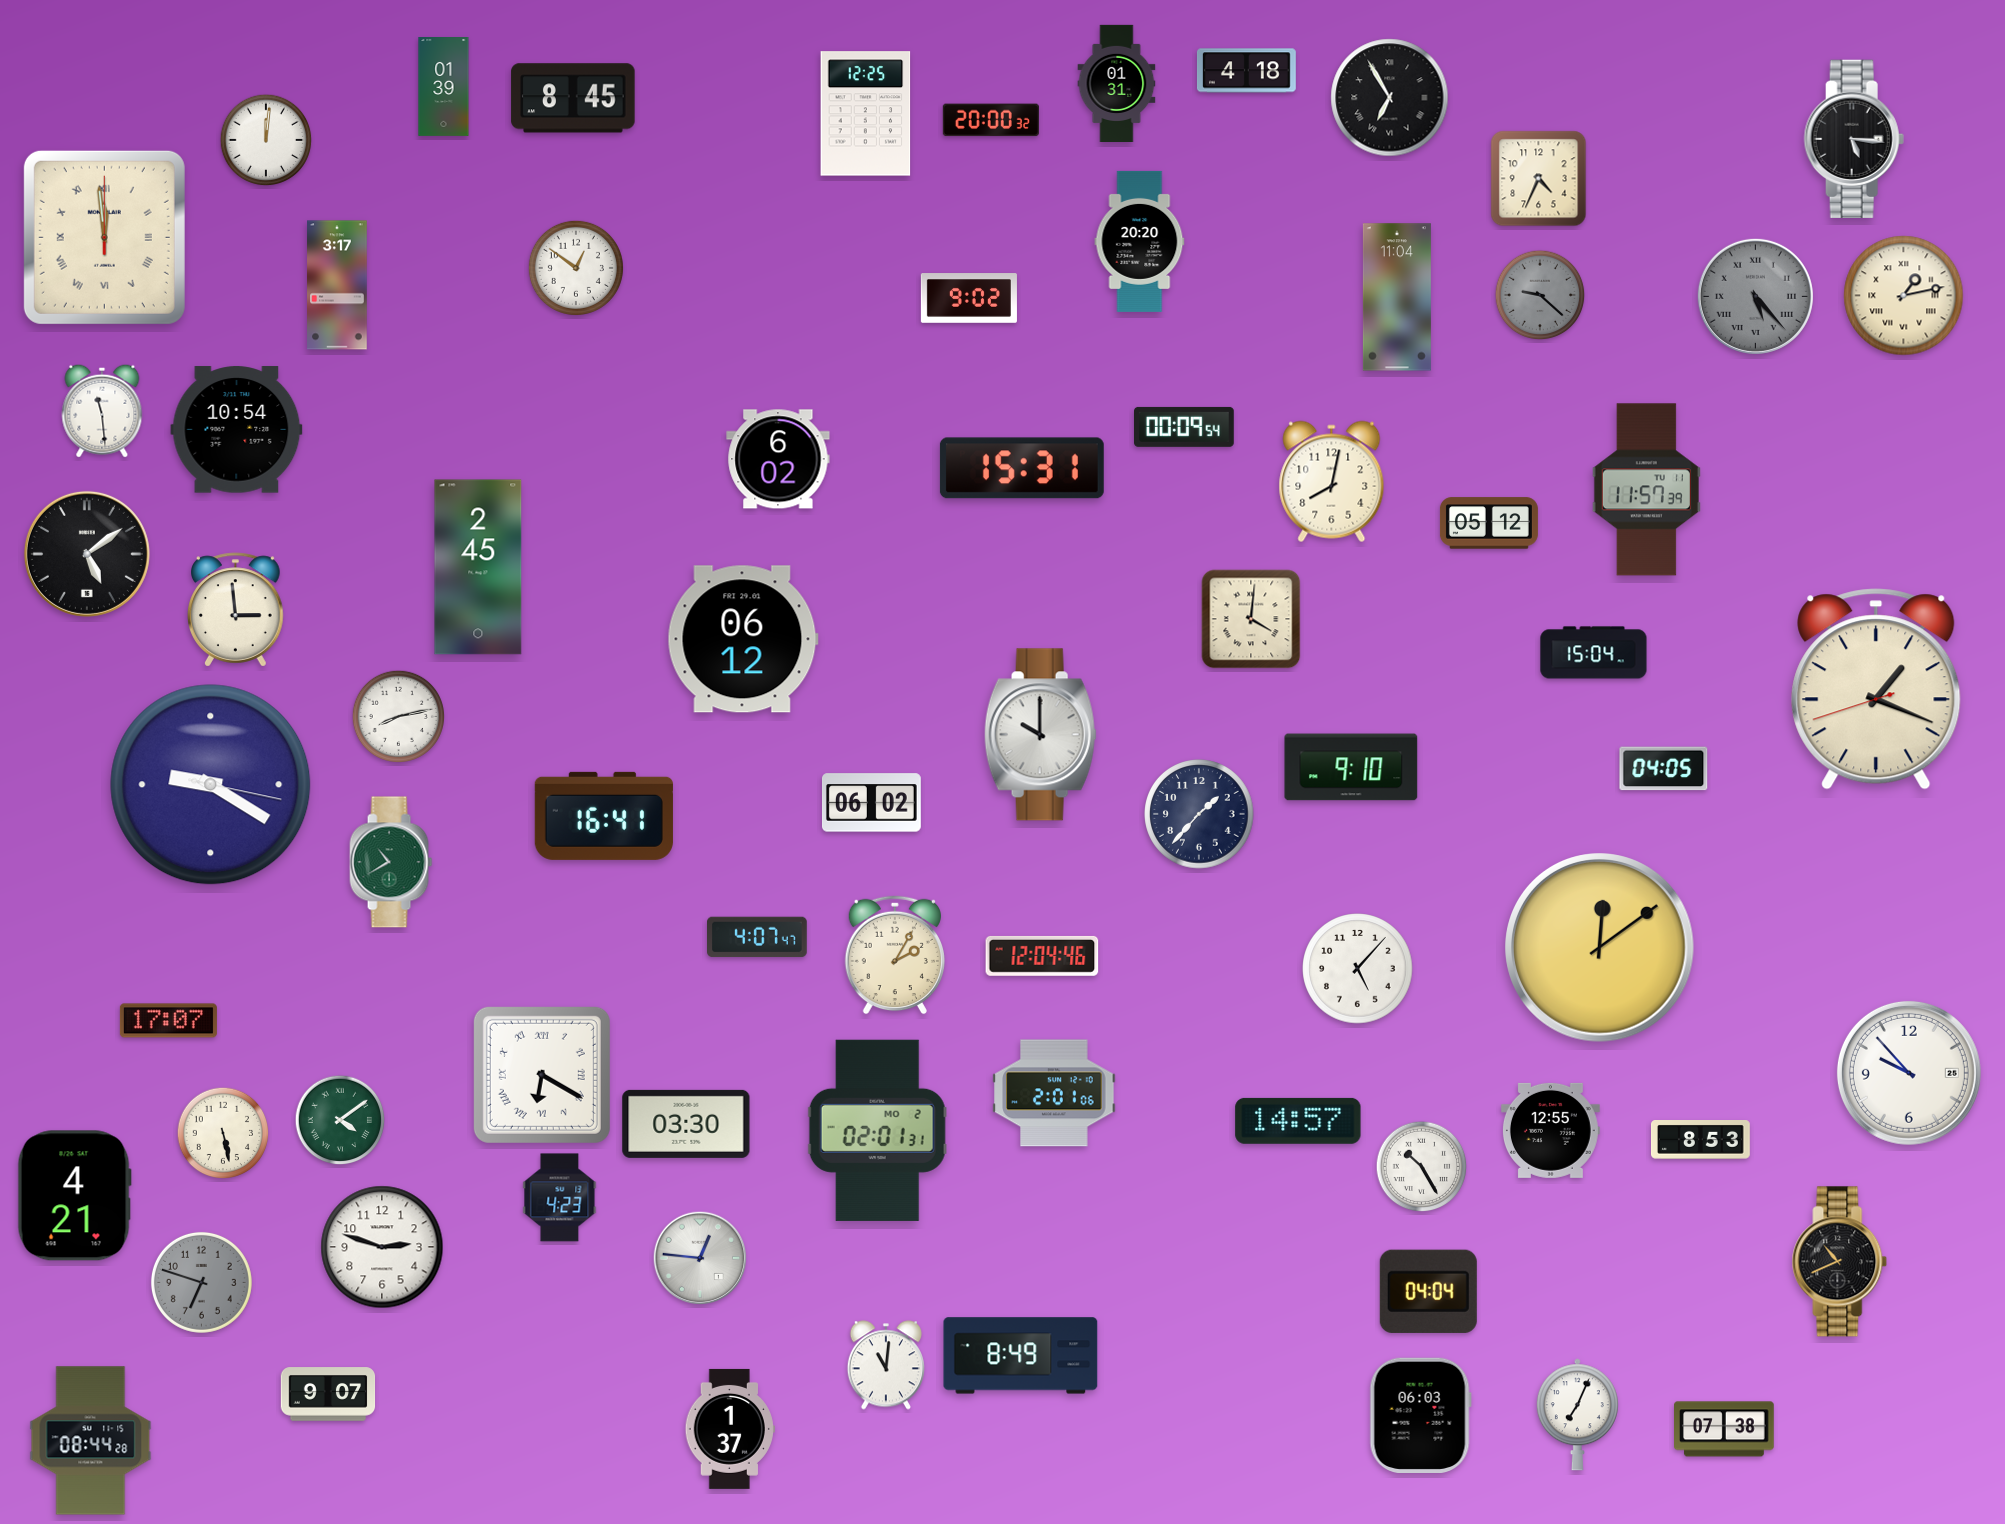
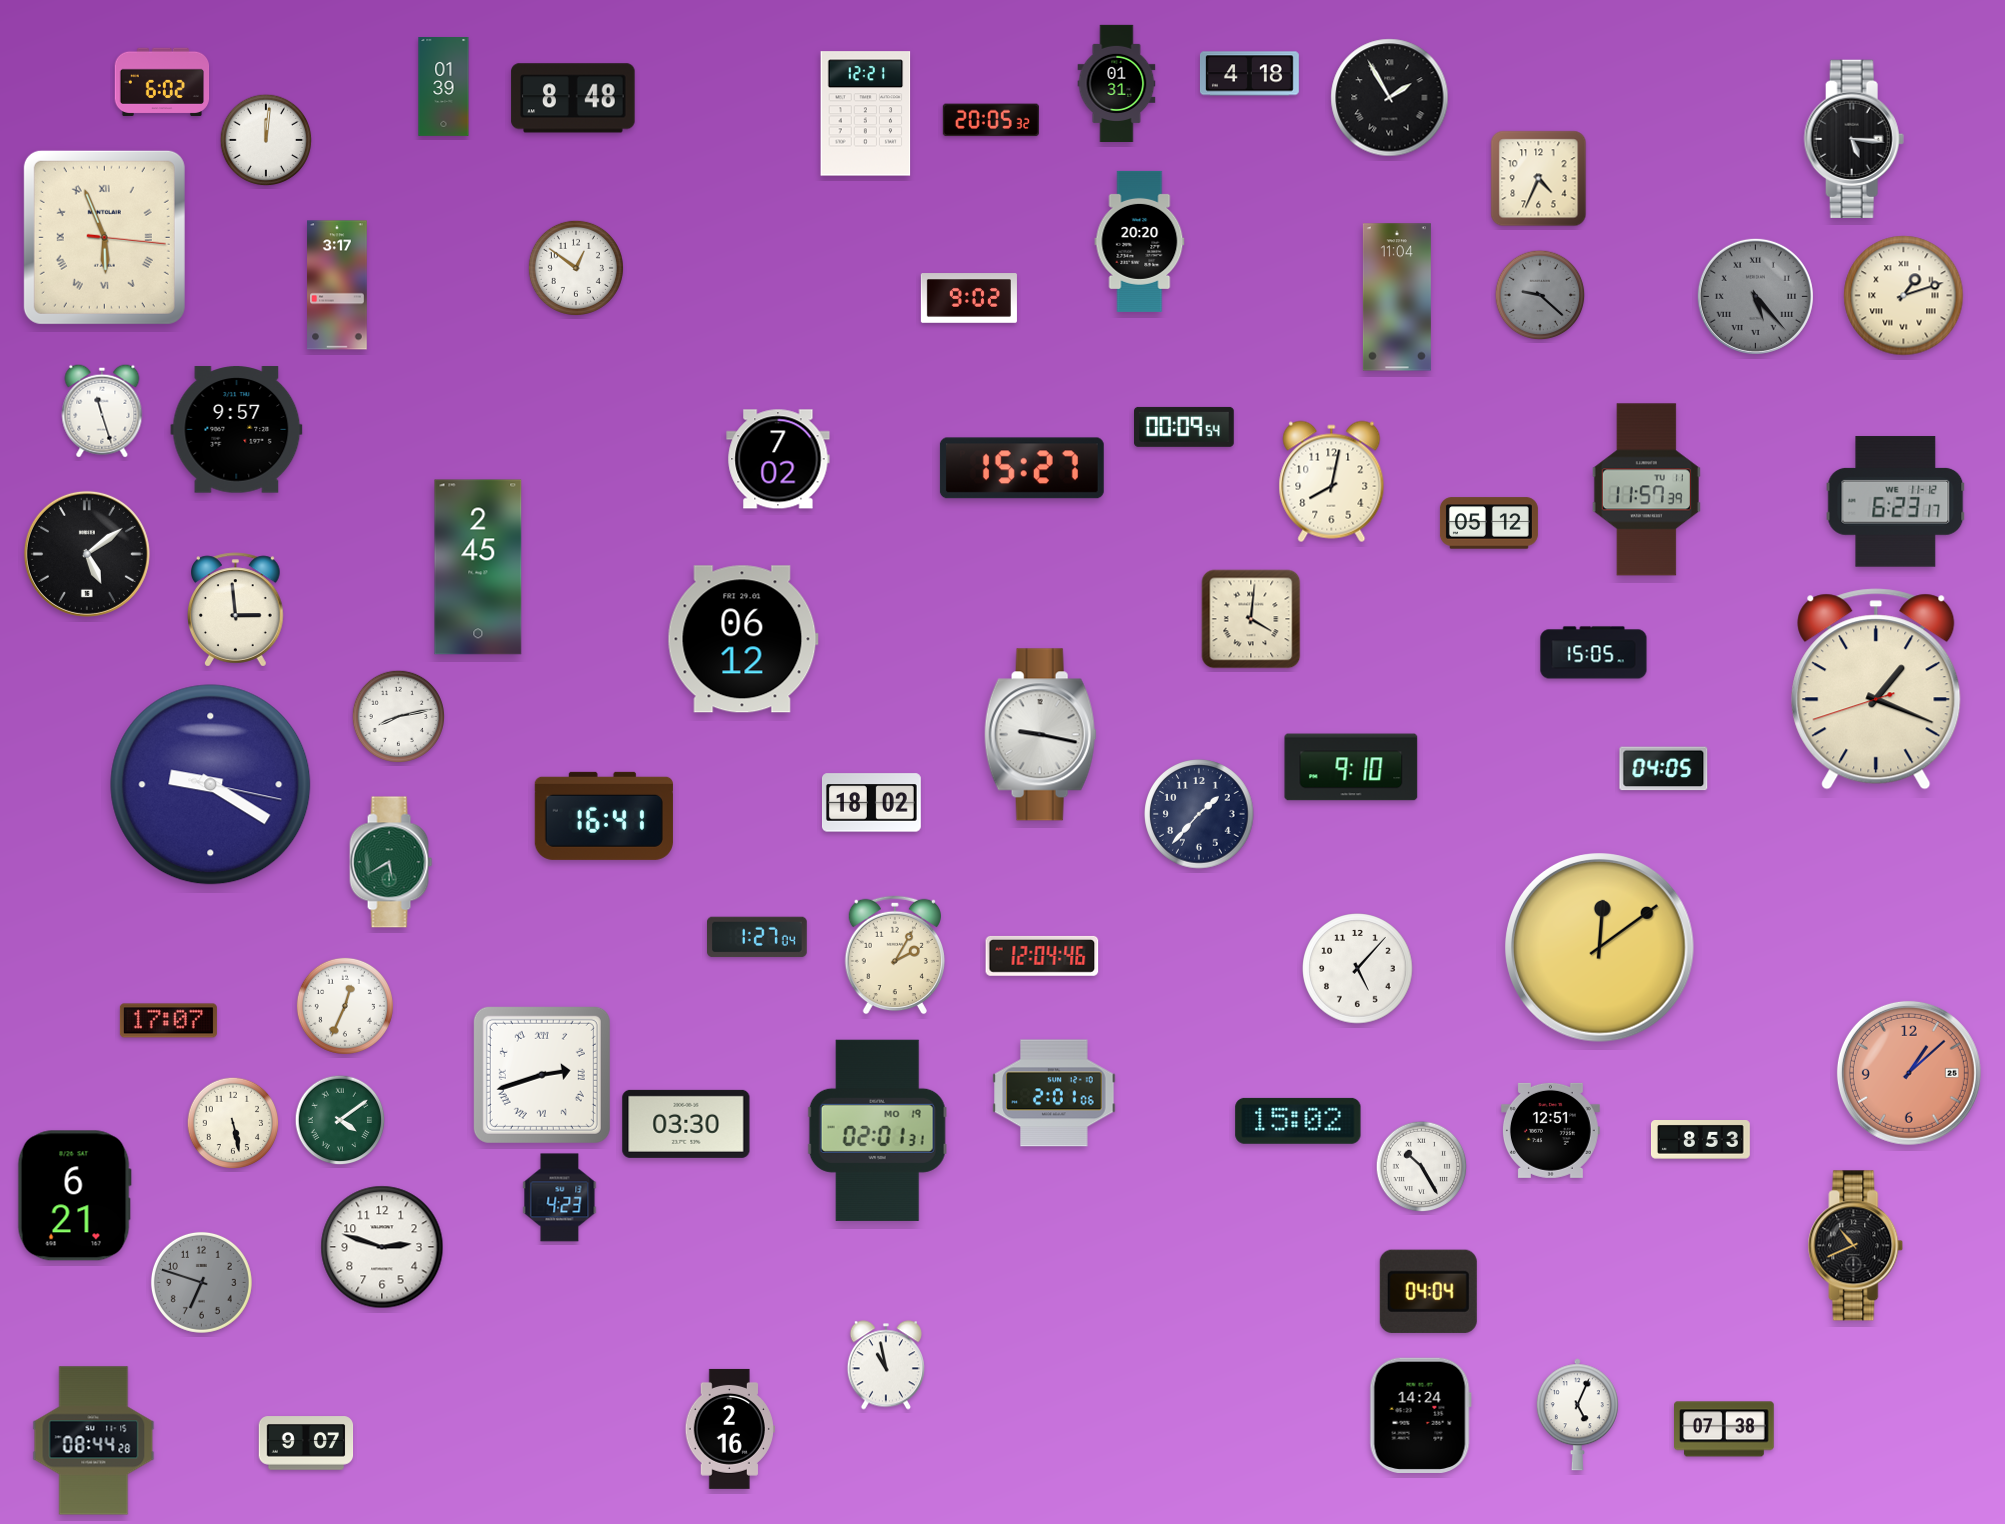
clock at (1246, 71) position: (1246, 71) -> (1249, 74)
clock at (162, 81): none -> 6:02
clock at (573, 98): 8:45 -> 8:48
clock at (1390, 98): 6:55 -> 1:55
clock at (866, 114): 12:25 -> 12:21
clock at (991, 120): 20:00 -> 20:05
clock at (104, 237): 11:59 -> 5:56
clock at (1904, 296): 1:13 -> 1:12
clock at (102, 411): 11:29 -> 11:27
clock at (237, 430): 10:54 -> 9:57
clock at (778, 459): 6:02 -> 7:02
clock at (1022, 468): 15:31 -> 15:27
clock at (1896, 502): none -> 6:23
clock at (1594, 653): 15:04 -> 15:05
clock at (1040, 735): 10:00 -> 9:17
clock at (871, 803): 06:02 -> 18:02
clock at (391, 862): 10:40 -> 5:40
clock at (758, 937): 4:07 -> 1:27
clock at (345, 1006): none -> 12:34
clock at (1909, 1073): 9:53 -> 1:08
clock at (1909, 1073) dial: white -> salmon
clock at (542, 1075): 6:20 -> 2:42
clock at (1298, 1121): 14:57 -> 15:02
clock at (877, 1130) date: MO 2 -> MO 19
clock at (1550, 1130): 12:55 -> 12:51
clock at (223, 1133) position: (223, 1133) -> (233, 1123)
clock at (74, 1196): 4:21 -> 6:21
clock at (700, 1258): 12:46 -> none
clock at (1840, 1262) position: (1840, 1262) -> (1856, 1246)
clock at (1021, 1356): 8:49 -> none
clock at (886, 1365): 11:01 -> 10:58
clock at (328, 1394) position: (328, 1394) -> (306, 1443)
clock at (1420, 1415): 06:03 -> 14:24
clock at (1577, 1415): 7:04 -> 5:04
clock at (730, 1429): 1:37 -> 2:16
clock at (91, 1441) position: (91, 1441) -> (94, 1441)
